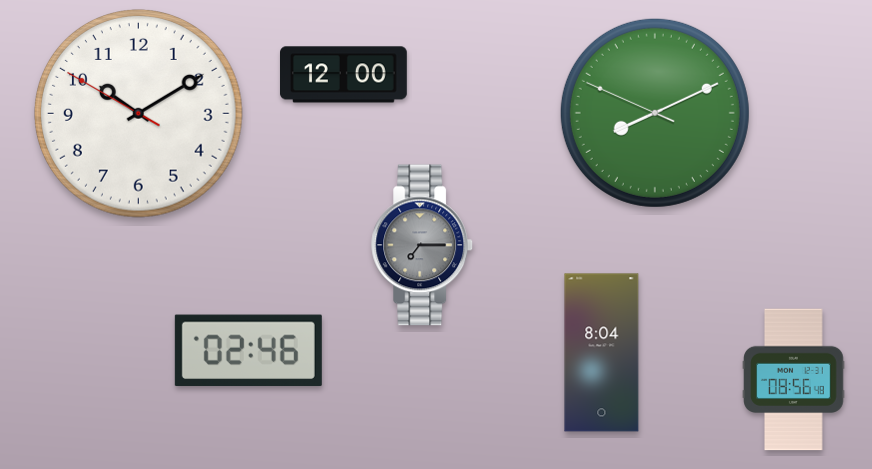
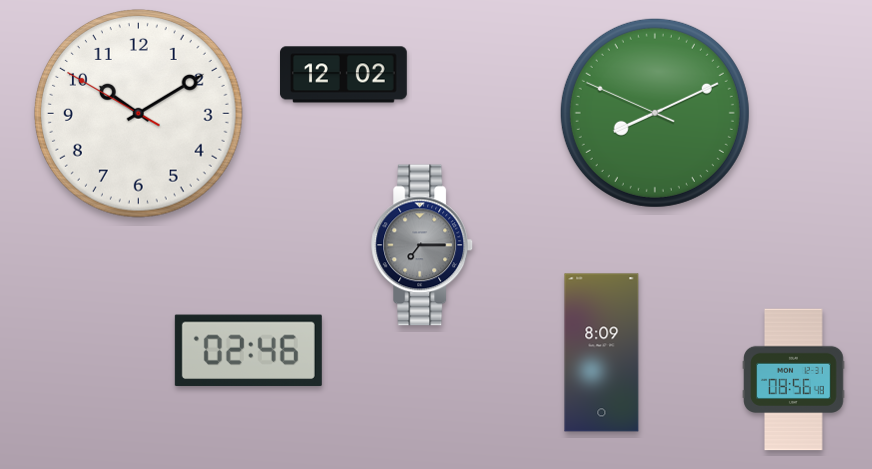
clock at (344, 75): 12:00 -> 12:02
clock at (602, 353): 8:04 -> 8:09
